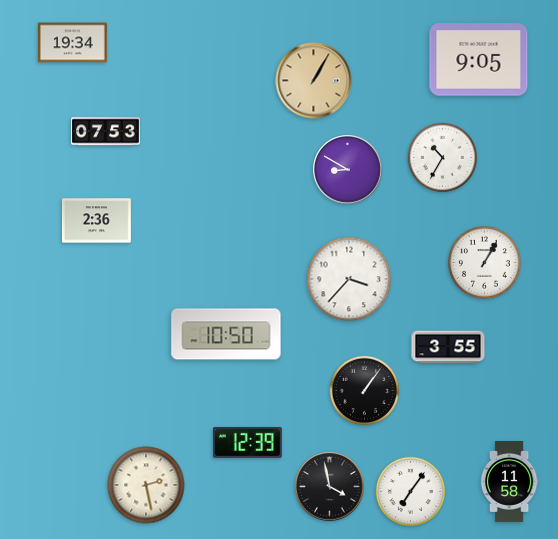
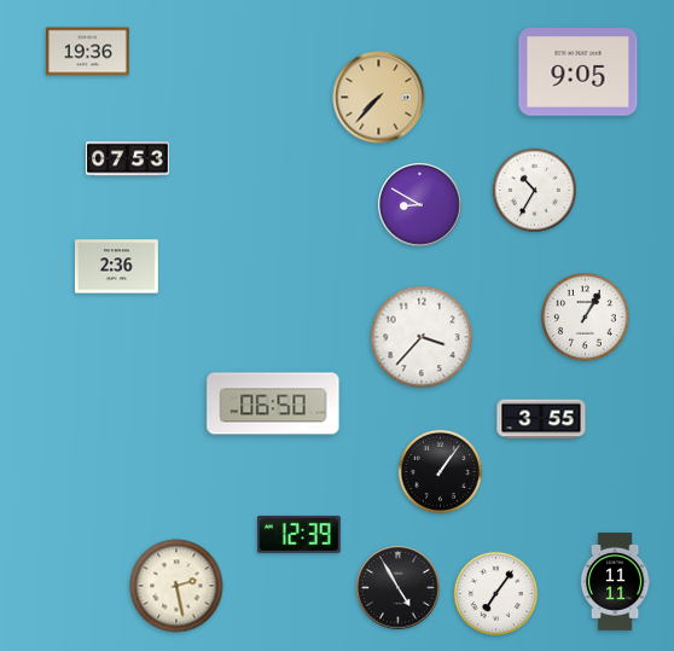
clock at (72, 43): 19:34 -> 19:36
clock at (314, 81): 1:05 -> 7:37
clock at (226, 334): 10:50 -> 06:50
clock at (509, 481): 11:58 -> 11:11
clock at (330, 487): 3:58 -> 4:55
